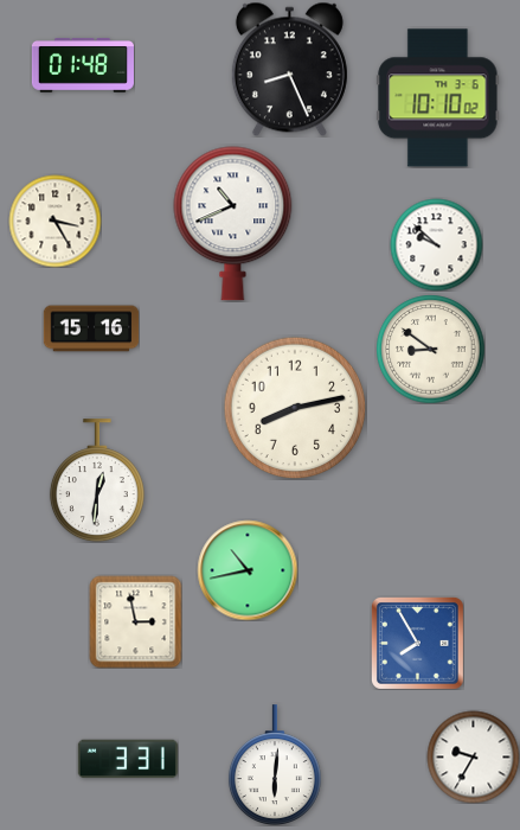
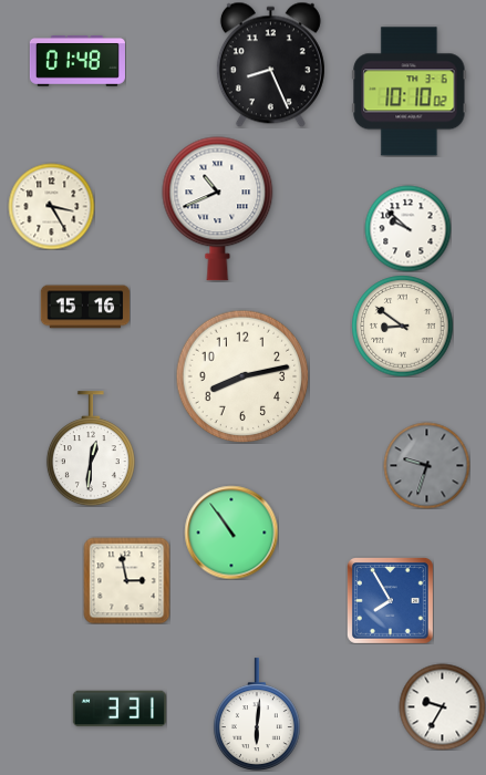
clock at (295, 408) position: (295, 408) -> (242, 376)
clock at (426, 465): none -> 9:33
clock at (248, 570): 10:43 -> 10:54
